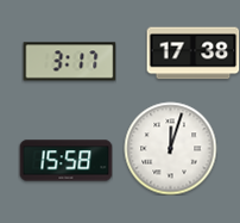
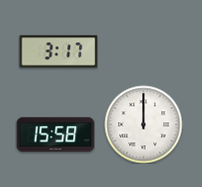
clock at (192, 54): 17:38 -> none
clock at (170, 148): 12:03 -> 12:00
